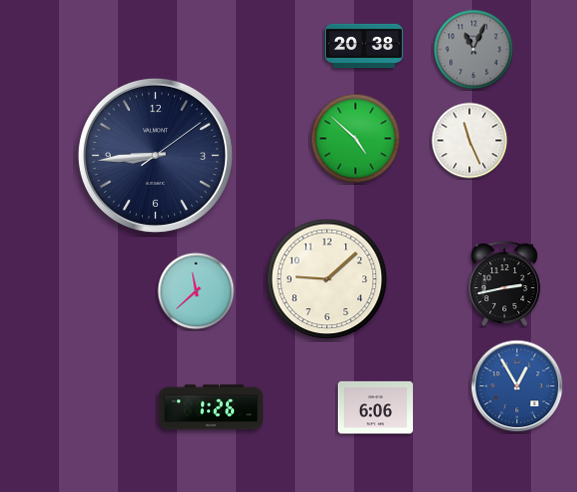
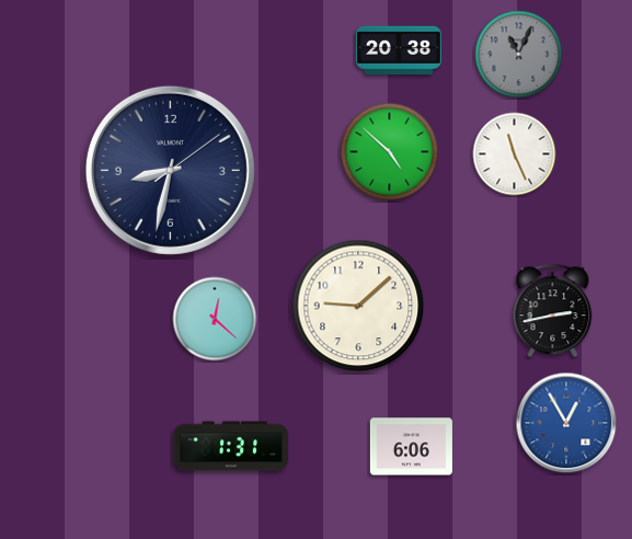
clock at (155, 155): 8:44 -> 8:32
clock at (196, 291): 11:38 -> 12:22
clock at (210, 407): 1:26 -> 1:31
